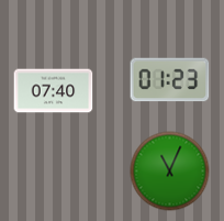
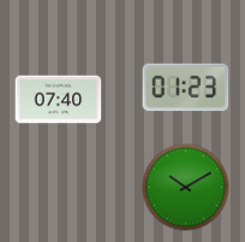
clock at (170, 172): 11:04 -> 10:10
